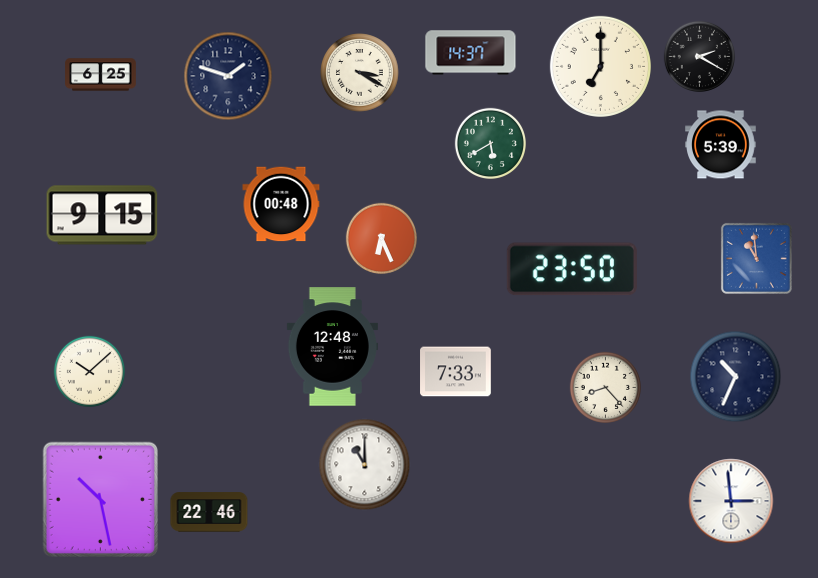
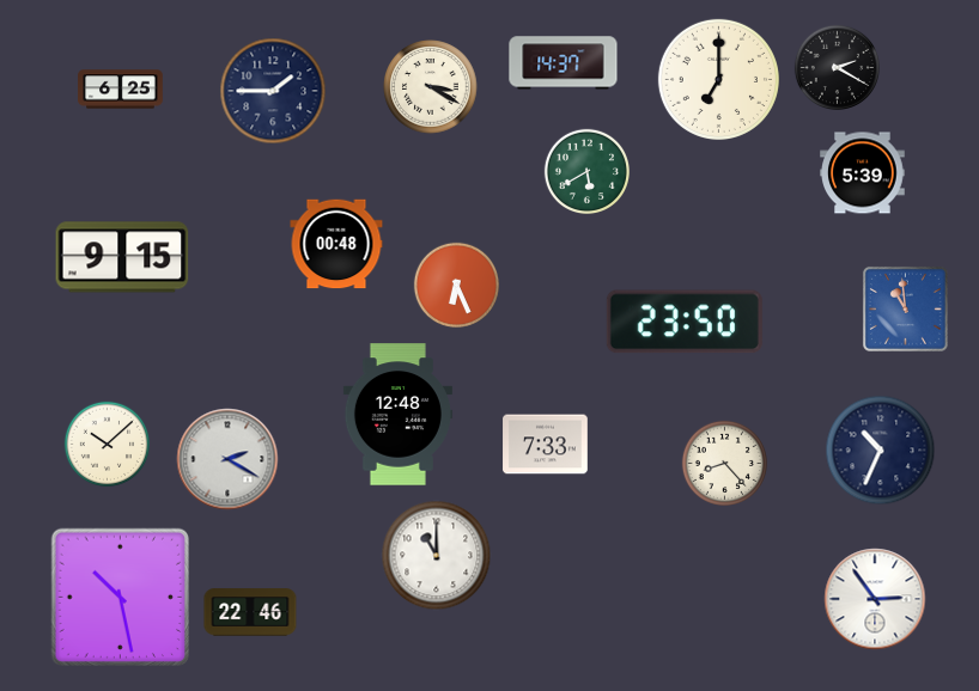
clock at (228, 76): 1:48 -> 1:45
clock at (227, 459): none -> 2:20
clock at (731, 501): 2:59 -> 2:54
